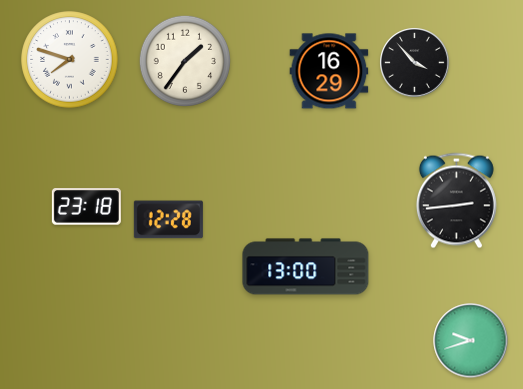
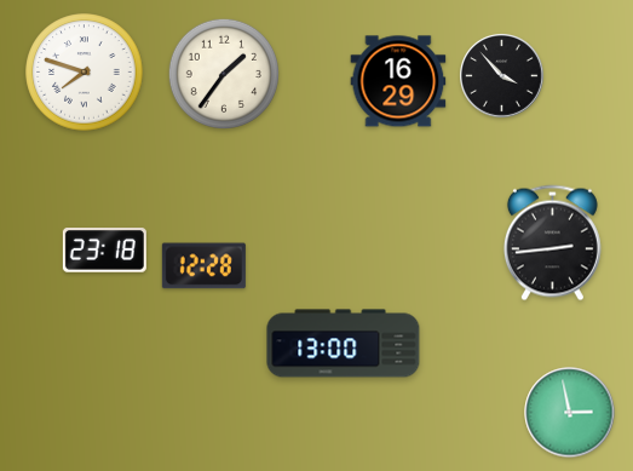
clock at (329, 71) position: (329, 71) -> (398, 81)
clock at (306, 267) position: (306, 267) -> (344, 344)
clock at (471, 341): 9:42 -> 2:58
